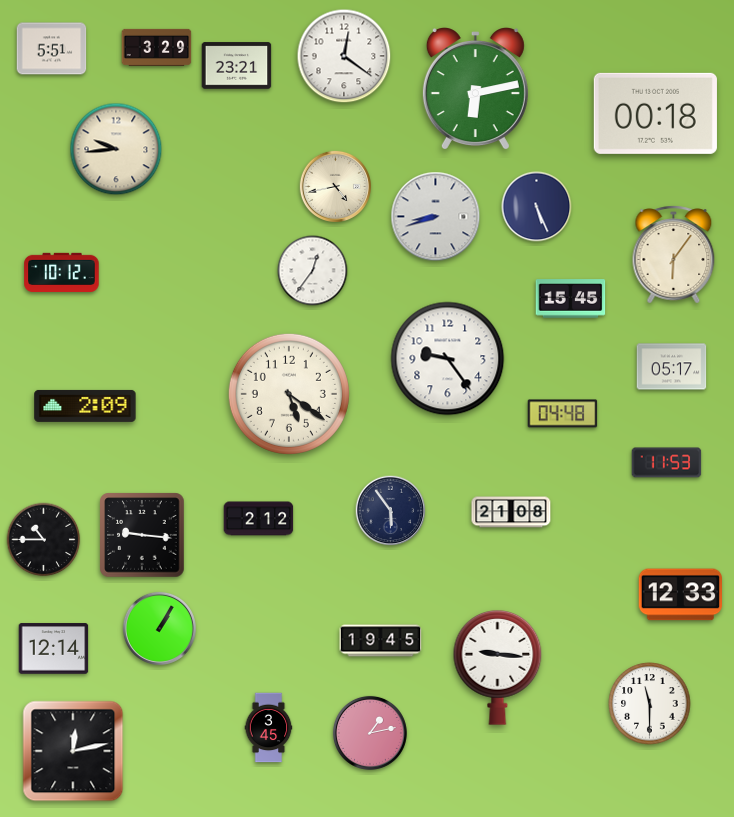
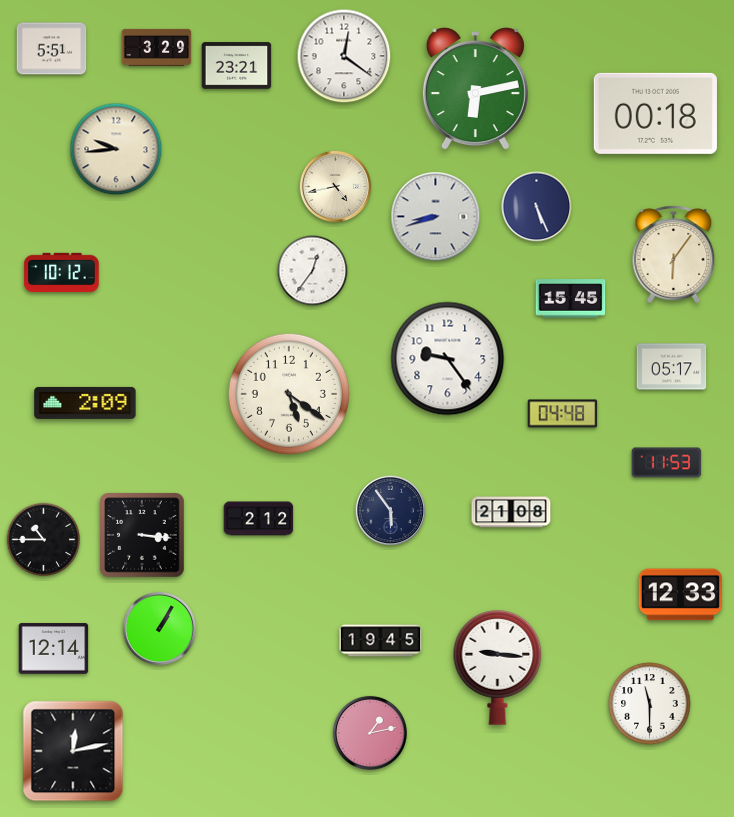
clock at (85, 406) position: (85, 406) -> (85, 403)
clock at (142, 535): 9:16 -> 3:16
clock at (269, 728): 3:45 -> none
